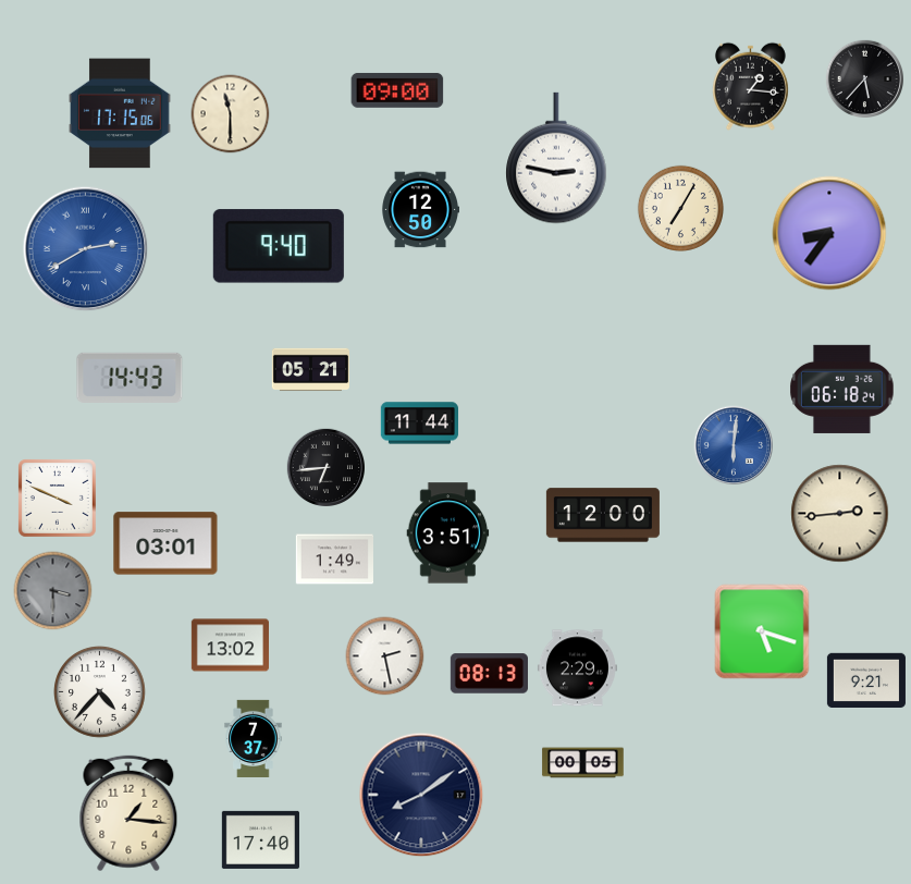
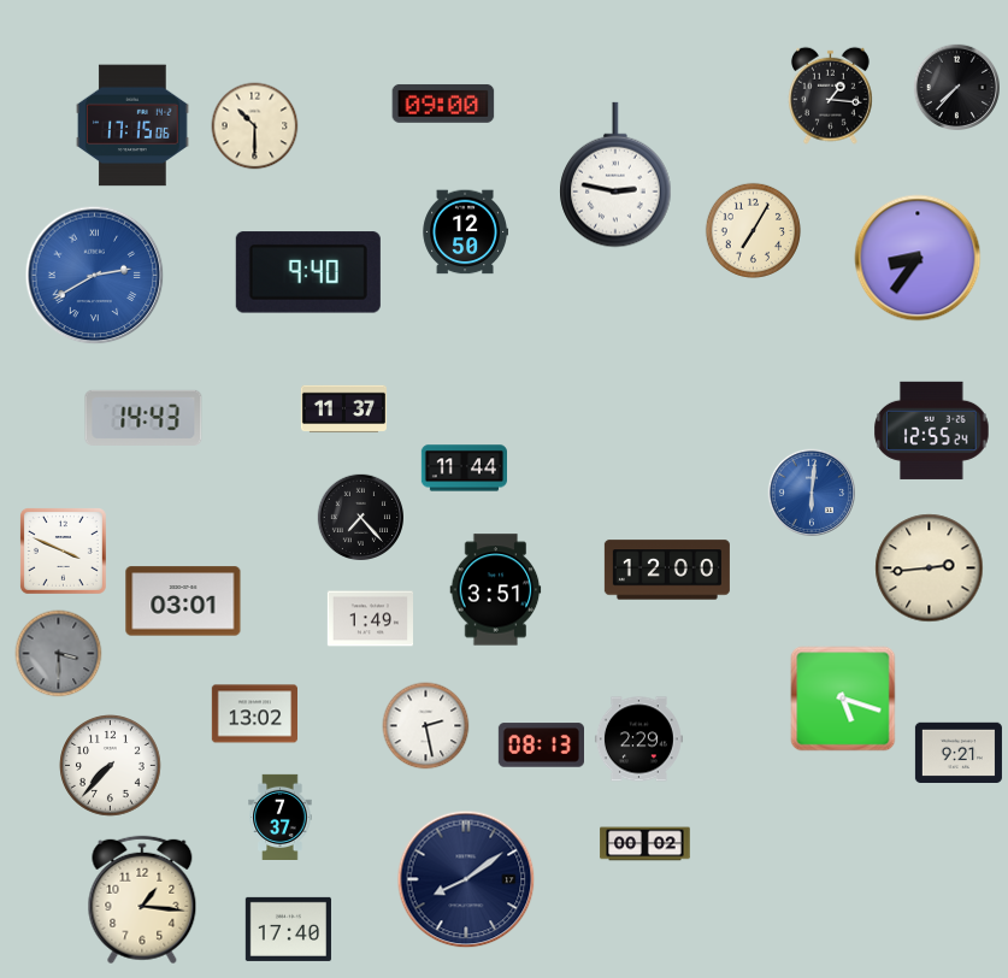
clock at (864, 78): 5:37 -> 7:37
clock at (397, 90) position: (397, 90) -> (443, 104)
clock at (231, 114): 11:30 -> 10:30
clock at (310, 370): 05:21 -> 11:37
clock at (842, 389): 06:18 -> 12:55
clock at (325, 467): 6:44 -> 7:23
clock at (100, 692): 4:37 -> 7:37
clock at (583, 763): 00:05 -> 00:02
